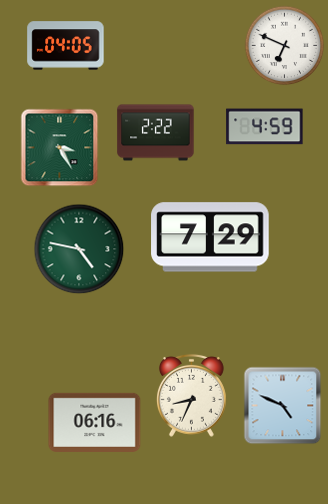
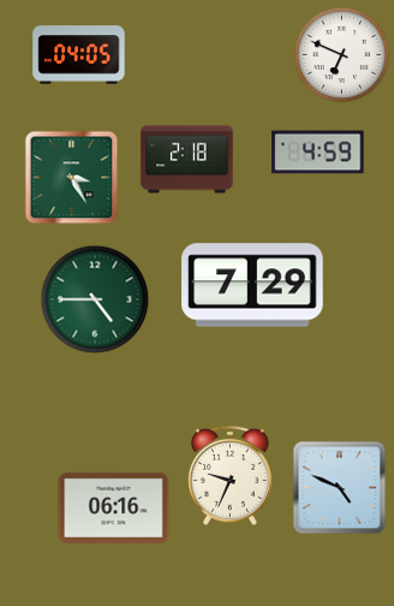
clock at (156, 133): 2:22 -> 2:18
clock at (79, 249): 4:47 -> 4:45
clock at (191, 395): 8:34 -> 9:34
